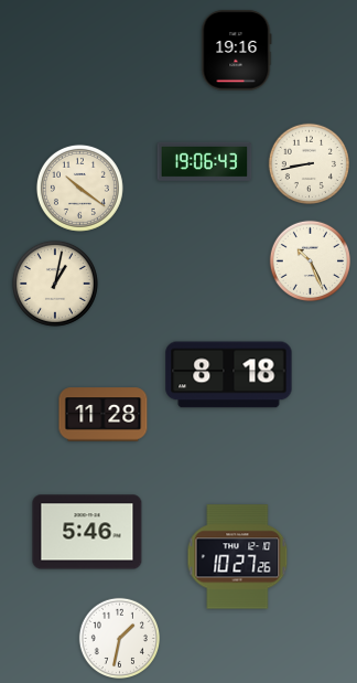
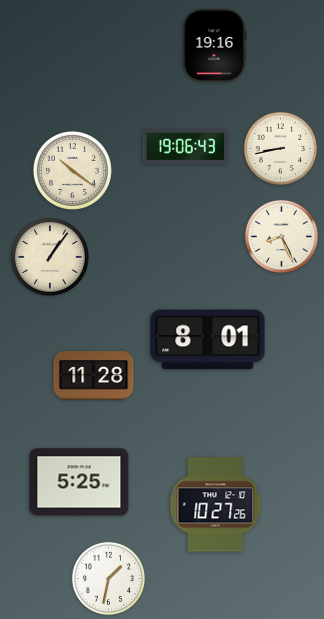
clock at (310, 260): 10:26 -> 8:26
clock at (55, 284): 1:02 -> 1:06
clock at (229, 375): 8:18 -> 8:01
clock at (87, 532): 5:46 -> 5:25
